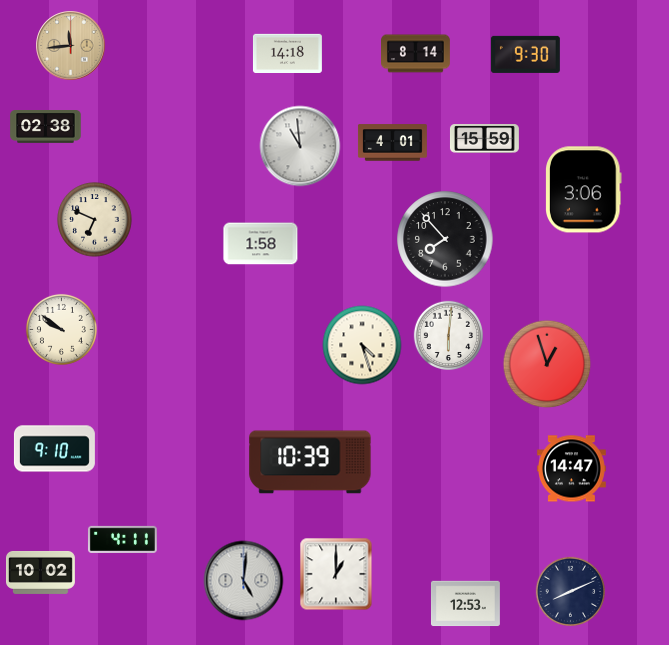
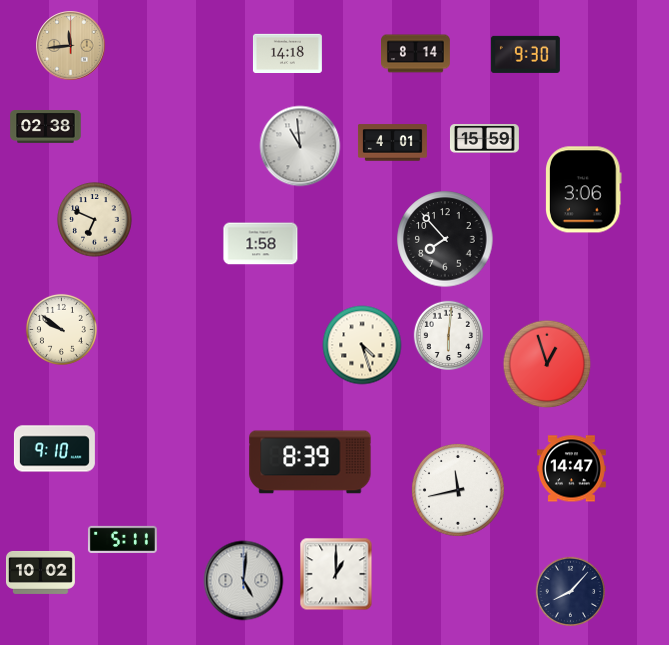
clock at (310, 462): 10:39 -> 8:39
clock at (458, 490): none -> 11:43
clock at (122, 539): 4:11 -> 5:11
clock at (570, 591): 8:11 -> 8:07
clock at (465, 604): 12:53 -> none
